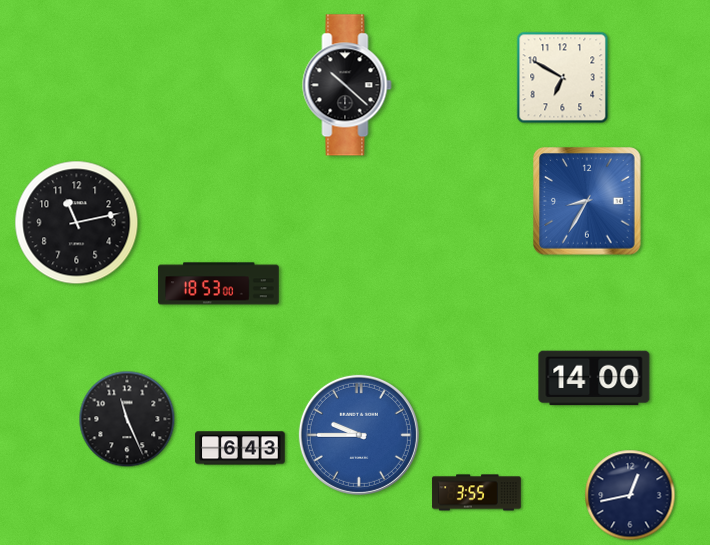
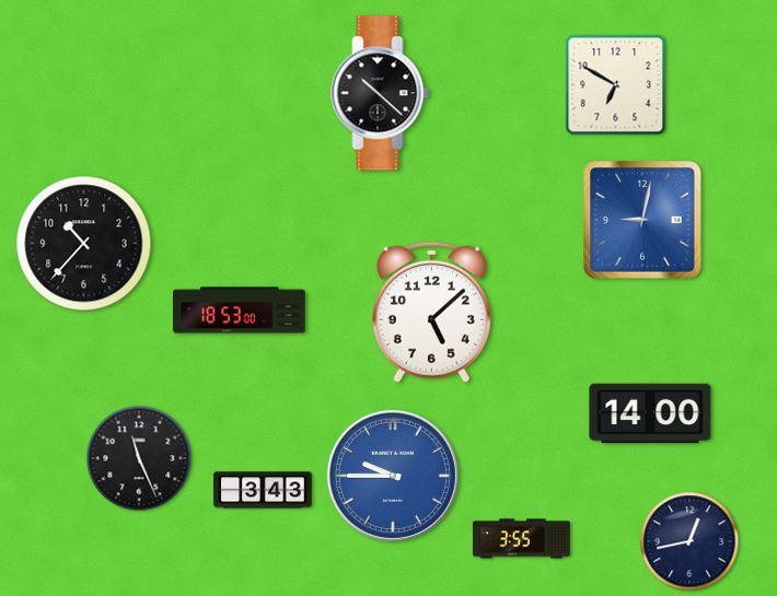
clock at (587, 201): 8:35 -> 9:02
clock at (77, 223): 11:13 -> 10:37
clock at (431, 312): none -> 5:08
clock at (240, 448): 6:43 -> 3:43
